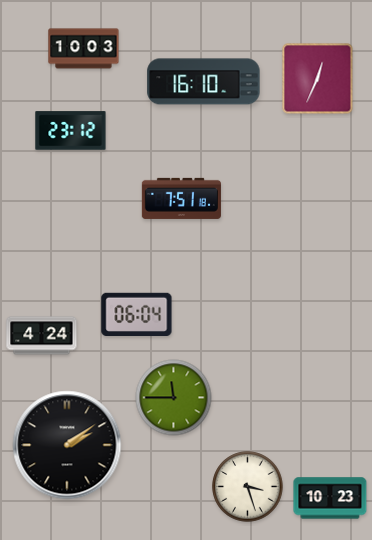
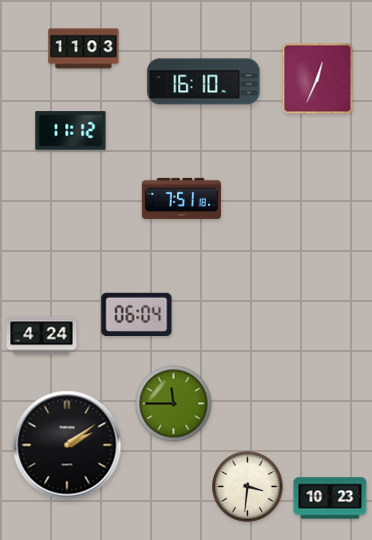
clock at (84, 49): 10:03 -> 11:03
clock at (71, 131): 23:12 -> 11:12
clock at (174, 398) position: (174, 398) -> (174, 404)
clock at (248, 487): 3:27 -> 3:31
